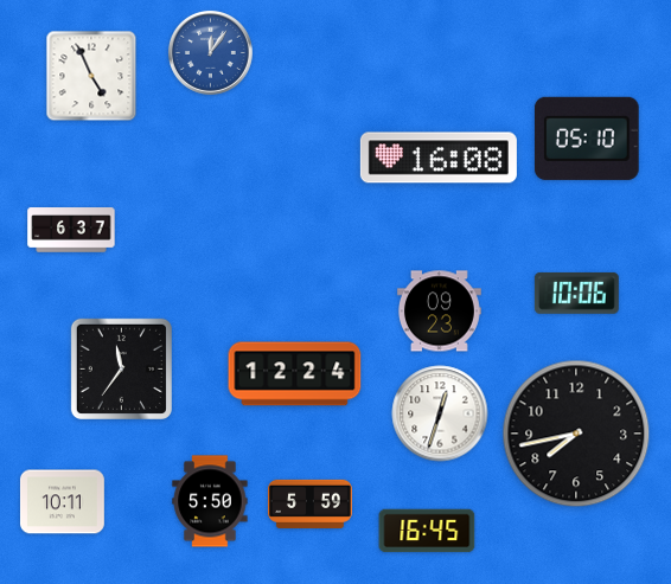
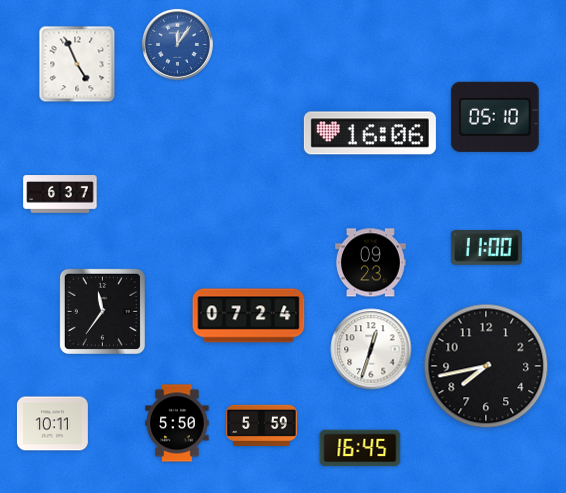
clock at (439, 158): 16:08 -> 16:06
clock at (576, 293): 10:06 -> 11:00
clock at (295, 374): 12:24 -> 07:24
